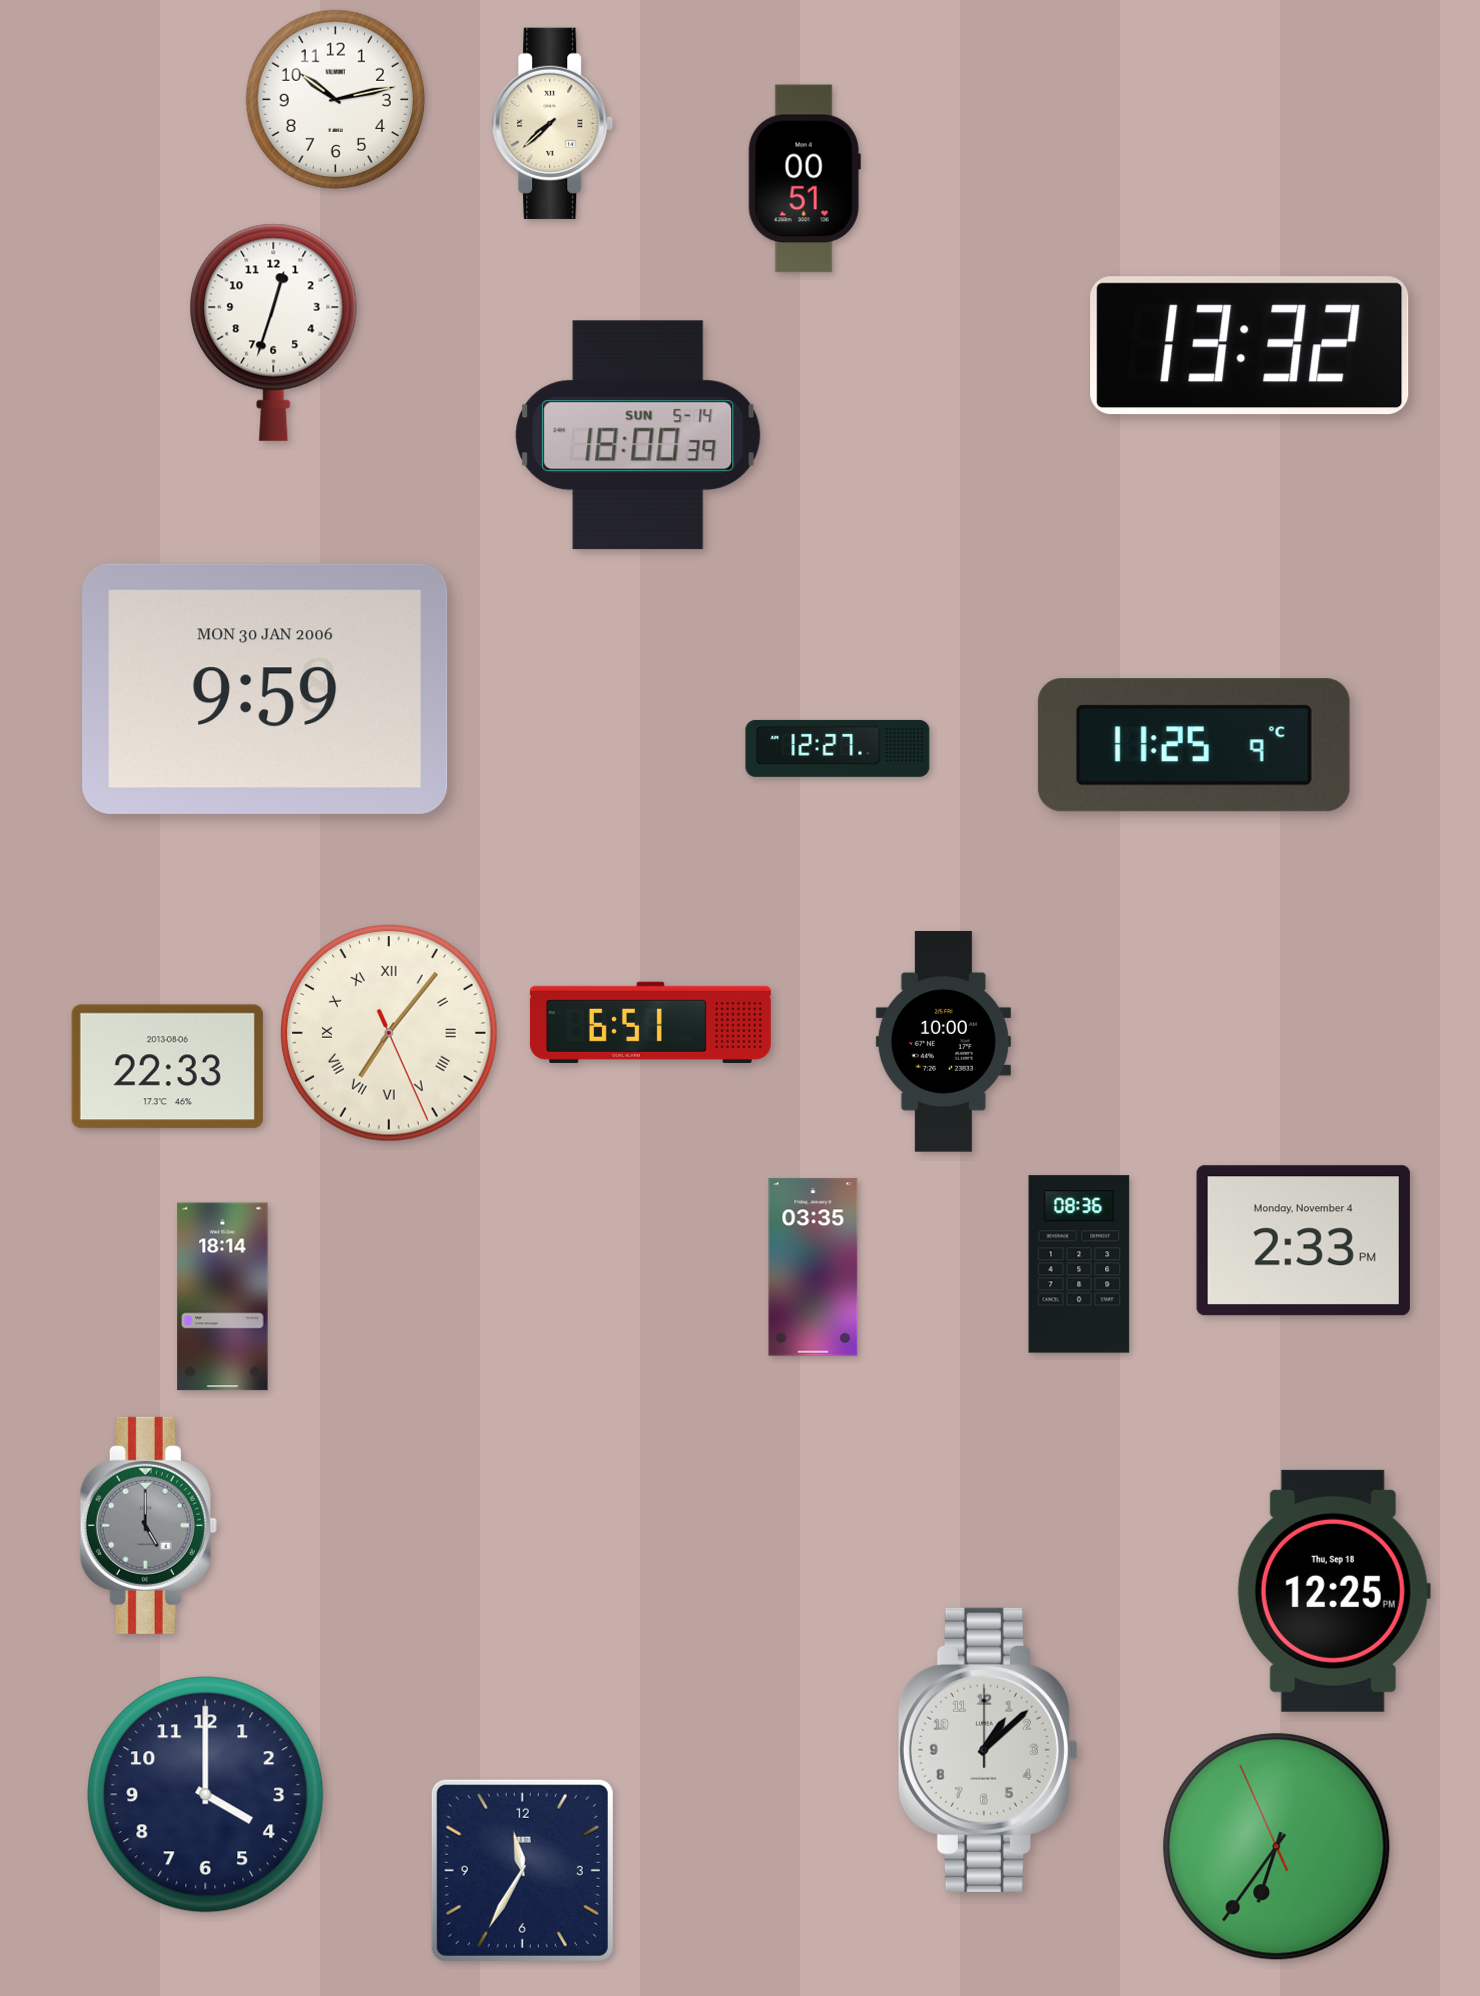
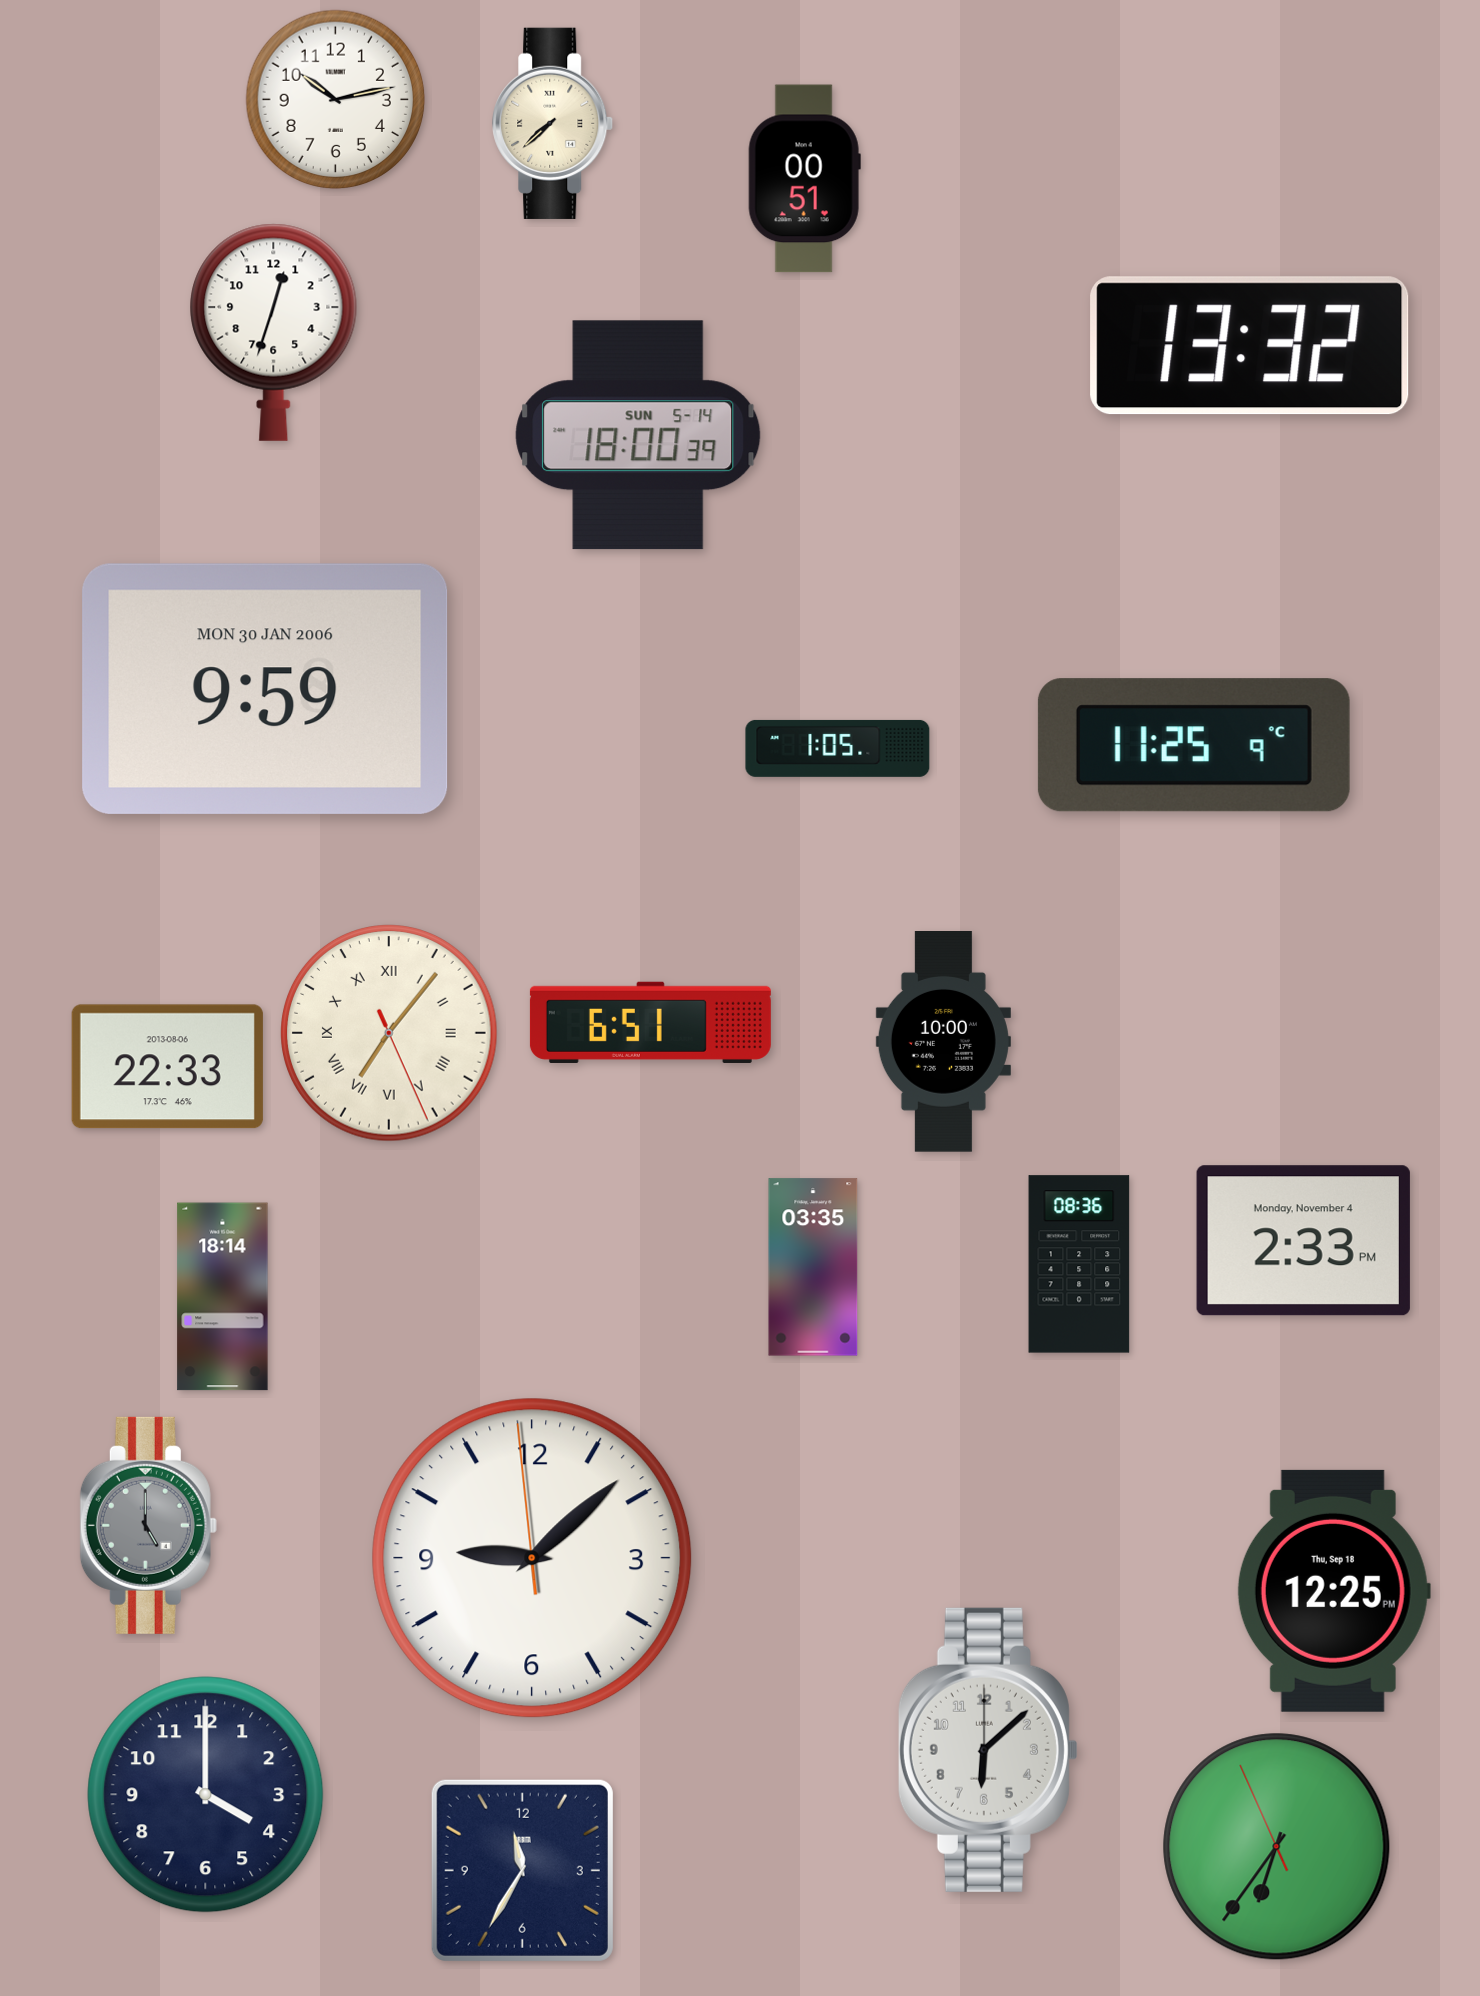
clock at (838, 748): 12:27 -> 1:05
clock at (532, 1558): none -> 9:07
clock at (988, 1750): 1:08 -> 6:08
